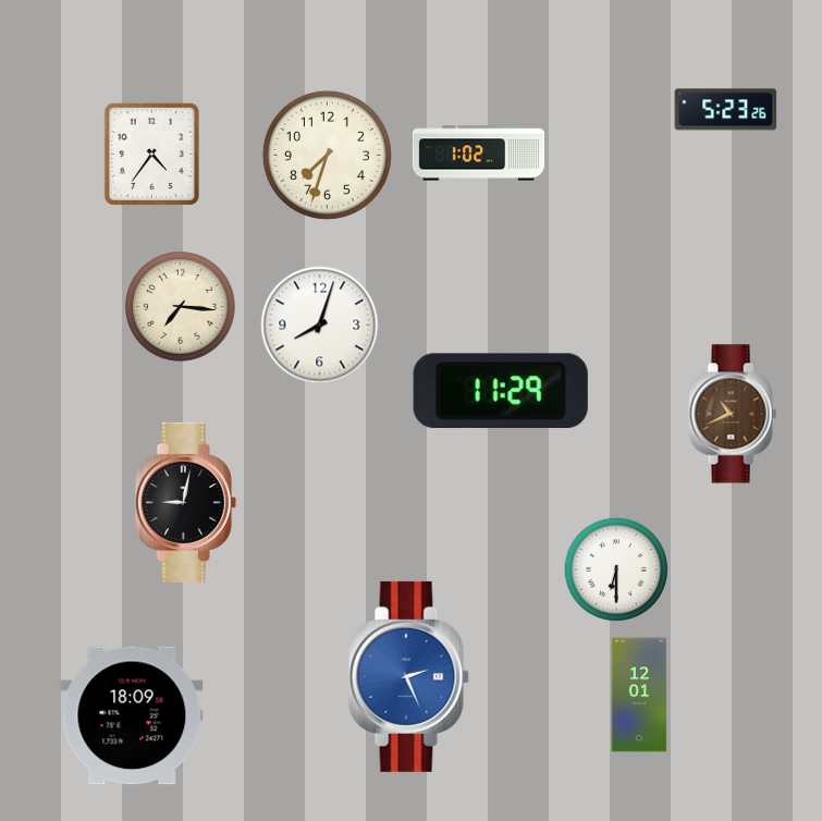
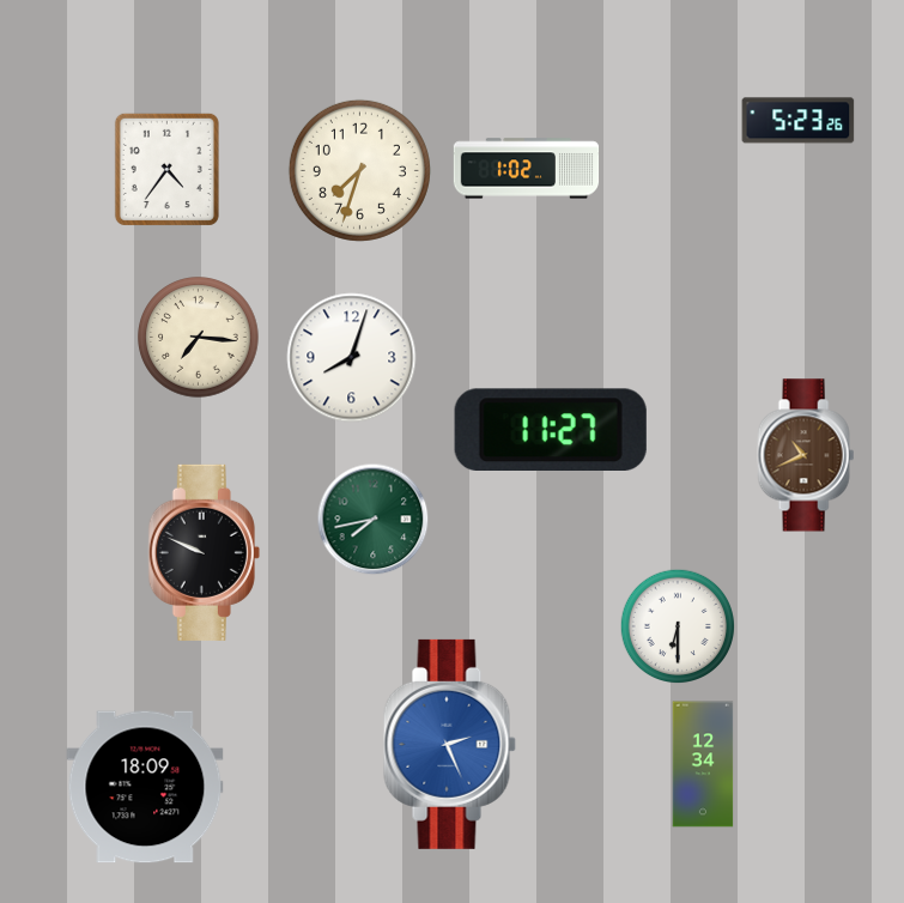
clock at (501, 390): 11:29 -> 11:27
clock at (374, 520): none -> 7:43
clock at (185, 502): 9:02 -> 9:49
clock at (639, 695): 12:01 -> 12:34
